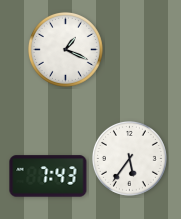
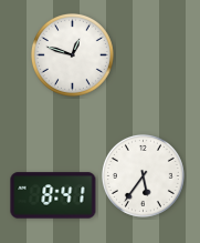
clock at (65, 49): 1:19 -> 12:48
clock at (48, 176): 7:43 -> 8:41
